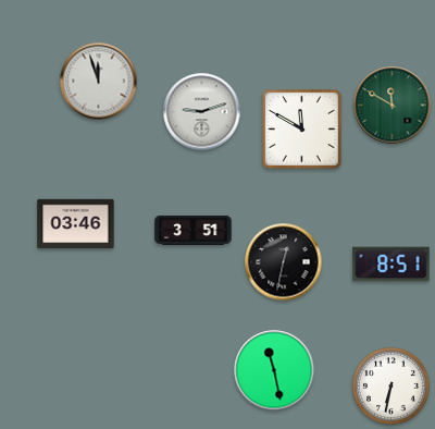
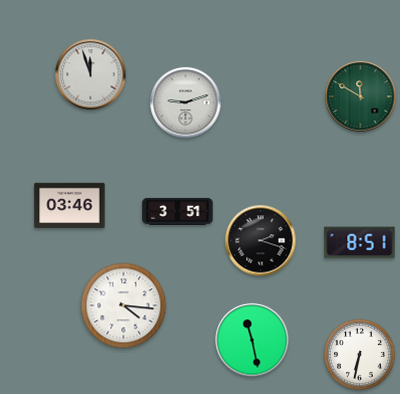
clock at (301, 128): 11:50 -> none
clock at (284, 262): 12:32 -> 2:18
clock at (124, 306): none -> 4:16
